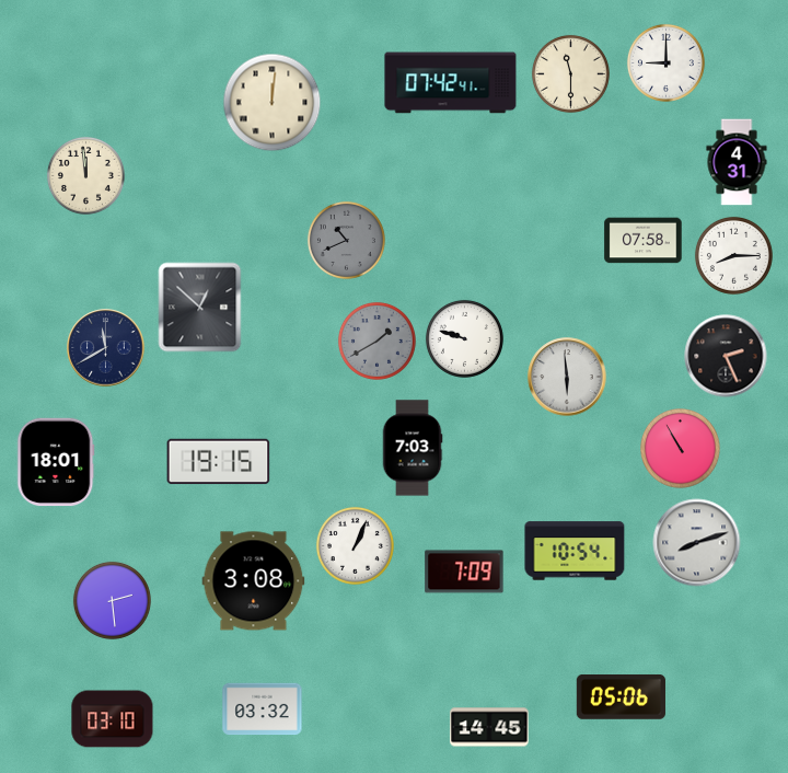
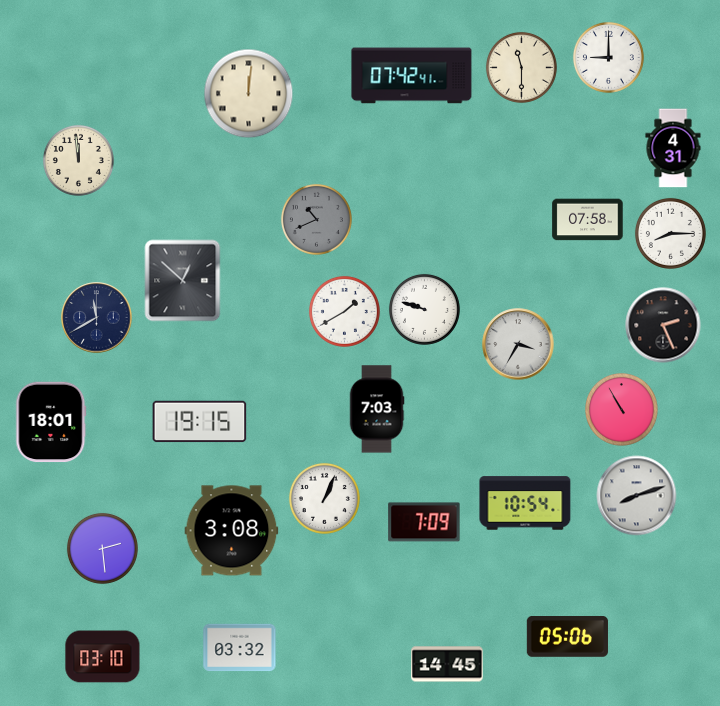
clock at (376, 341) dial: grey -> white
clock at (567, 377): 5:59 -> 3:35
